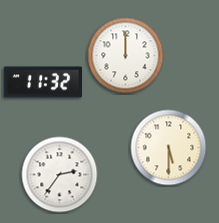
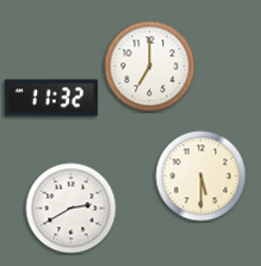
clock at (126, 56): 12:00 -> 7:00
clock at (60, 175): 2:36 -> 2:40
